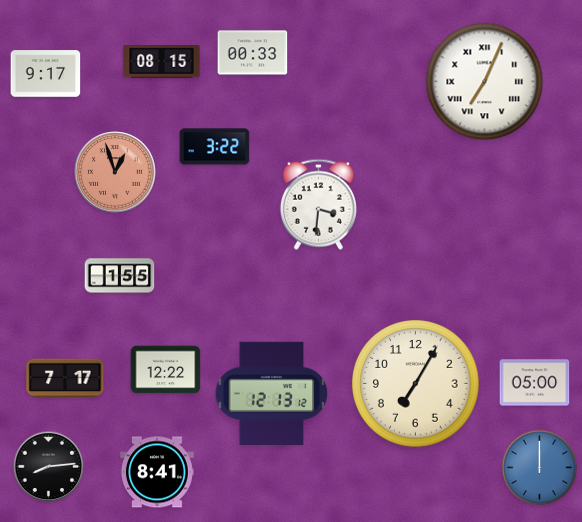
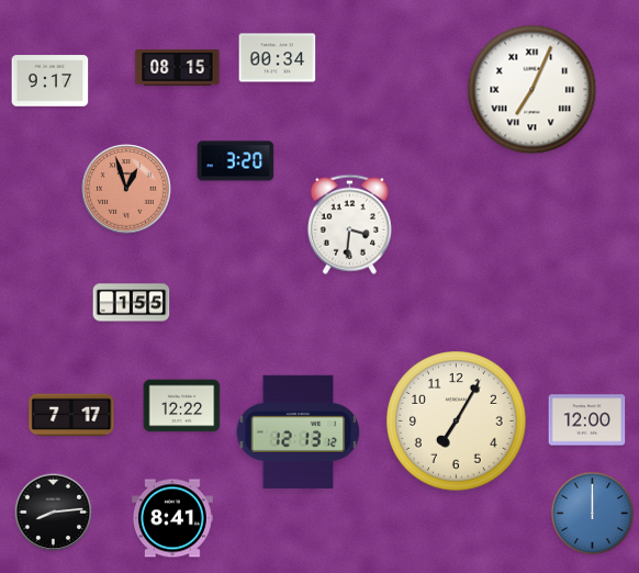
clock at (253, 53): 00:33 -> 00:34
clock at (215, 147): 3:22 -> 3:20
clock at (535, 383): 05:00 -> 12:00
